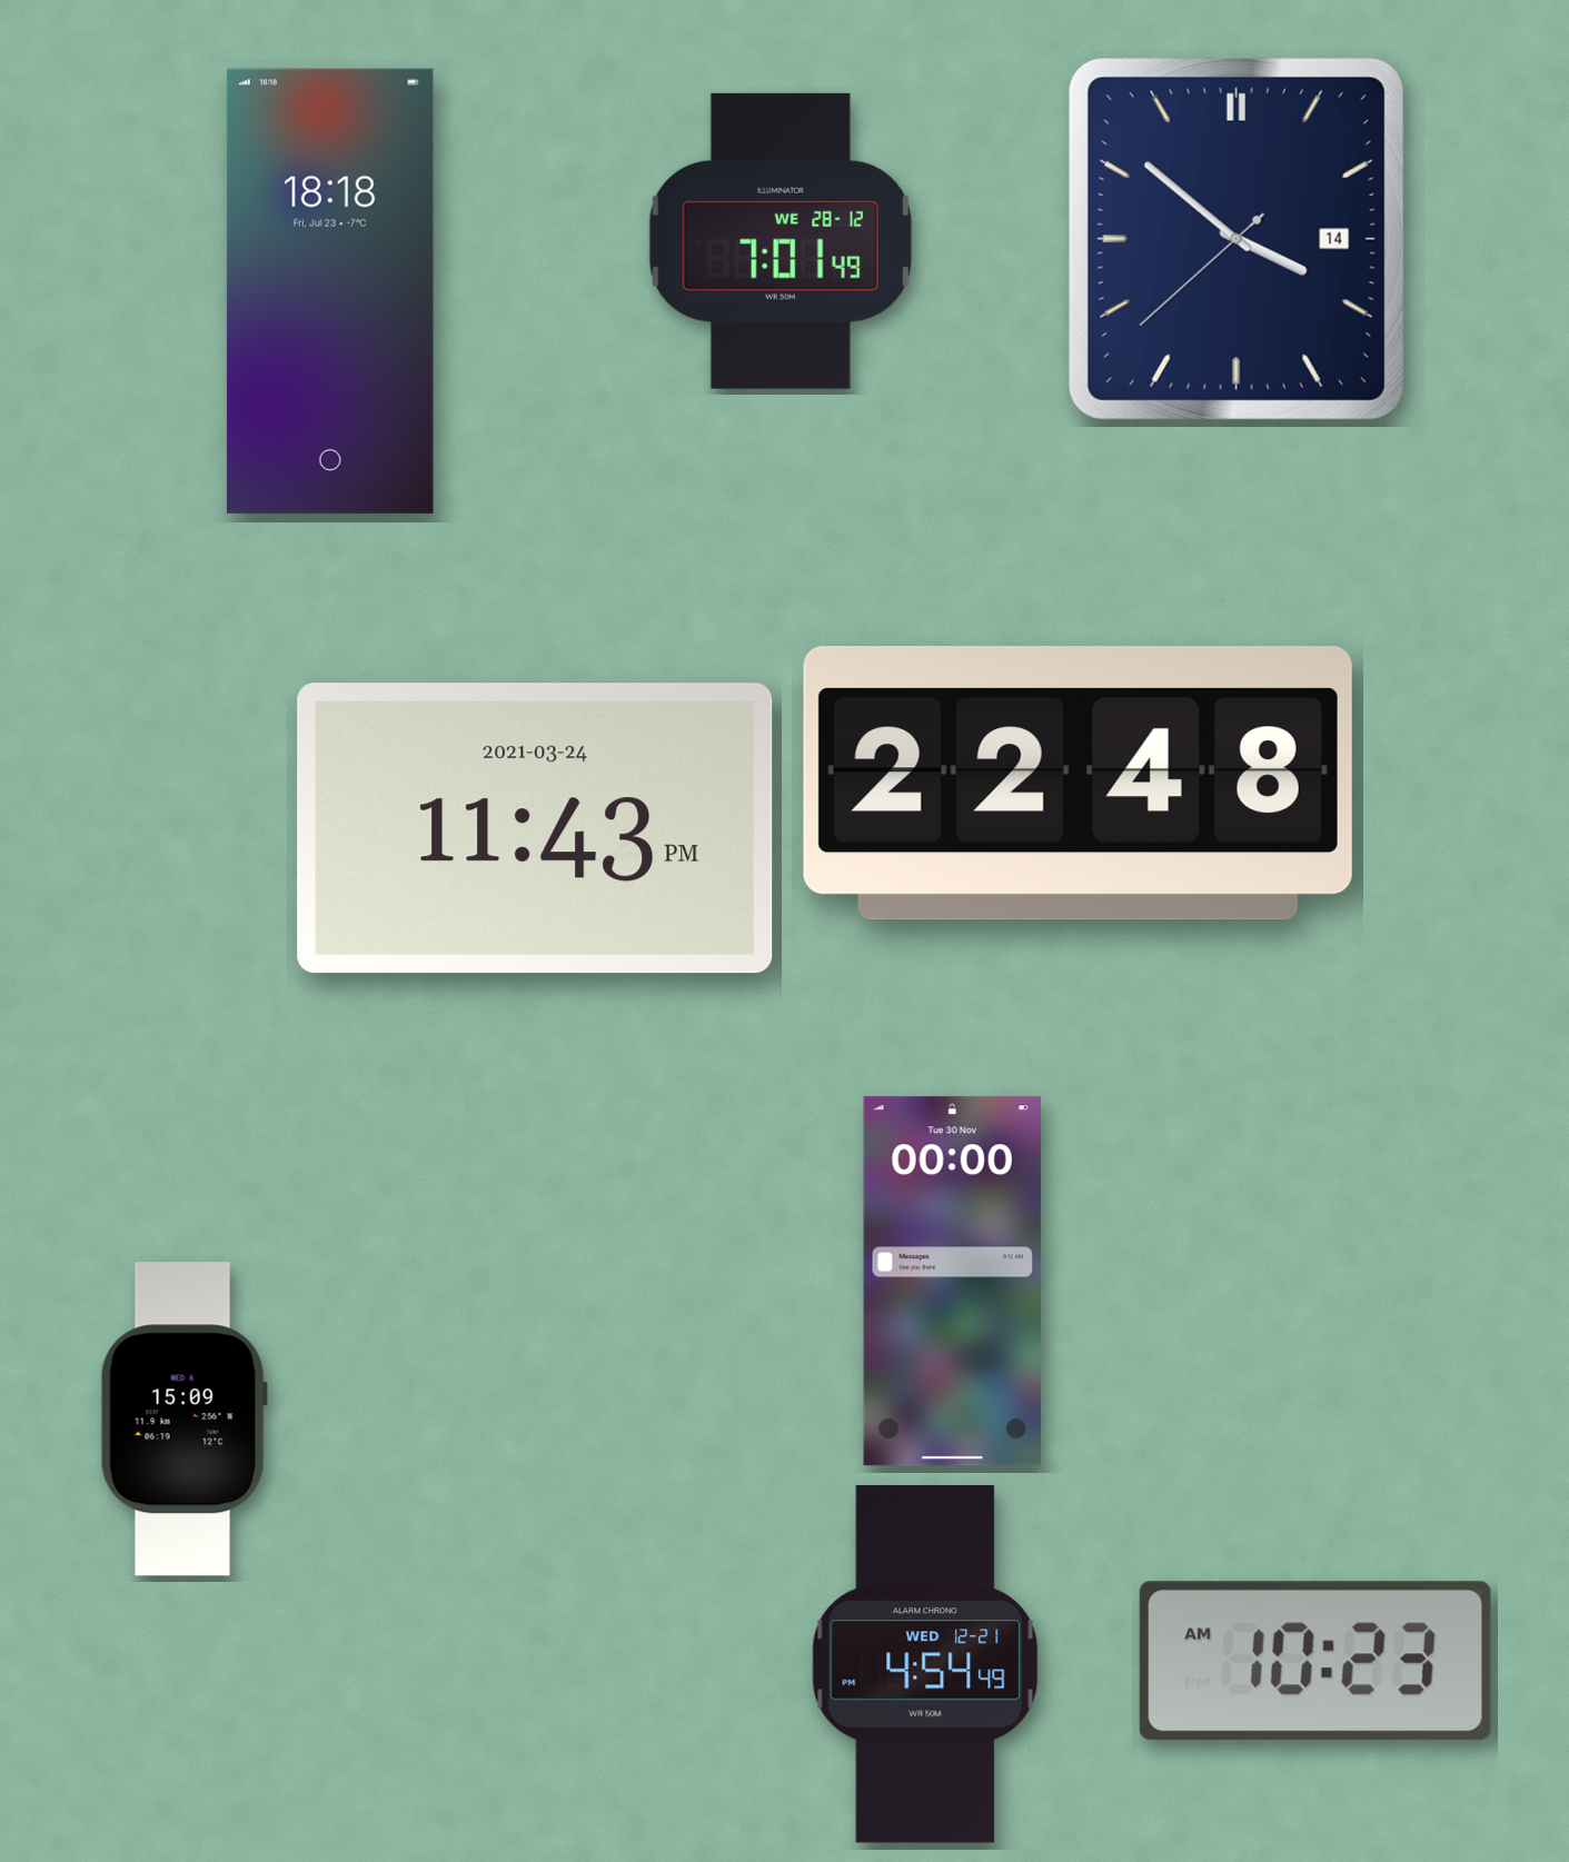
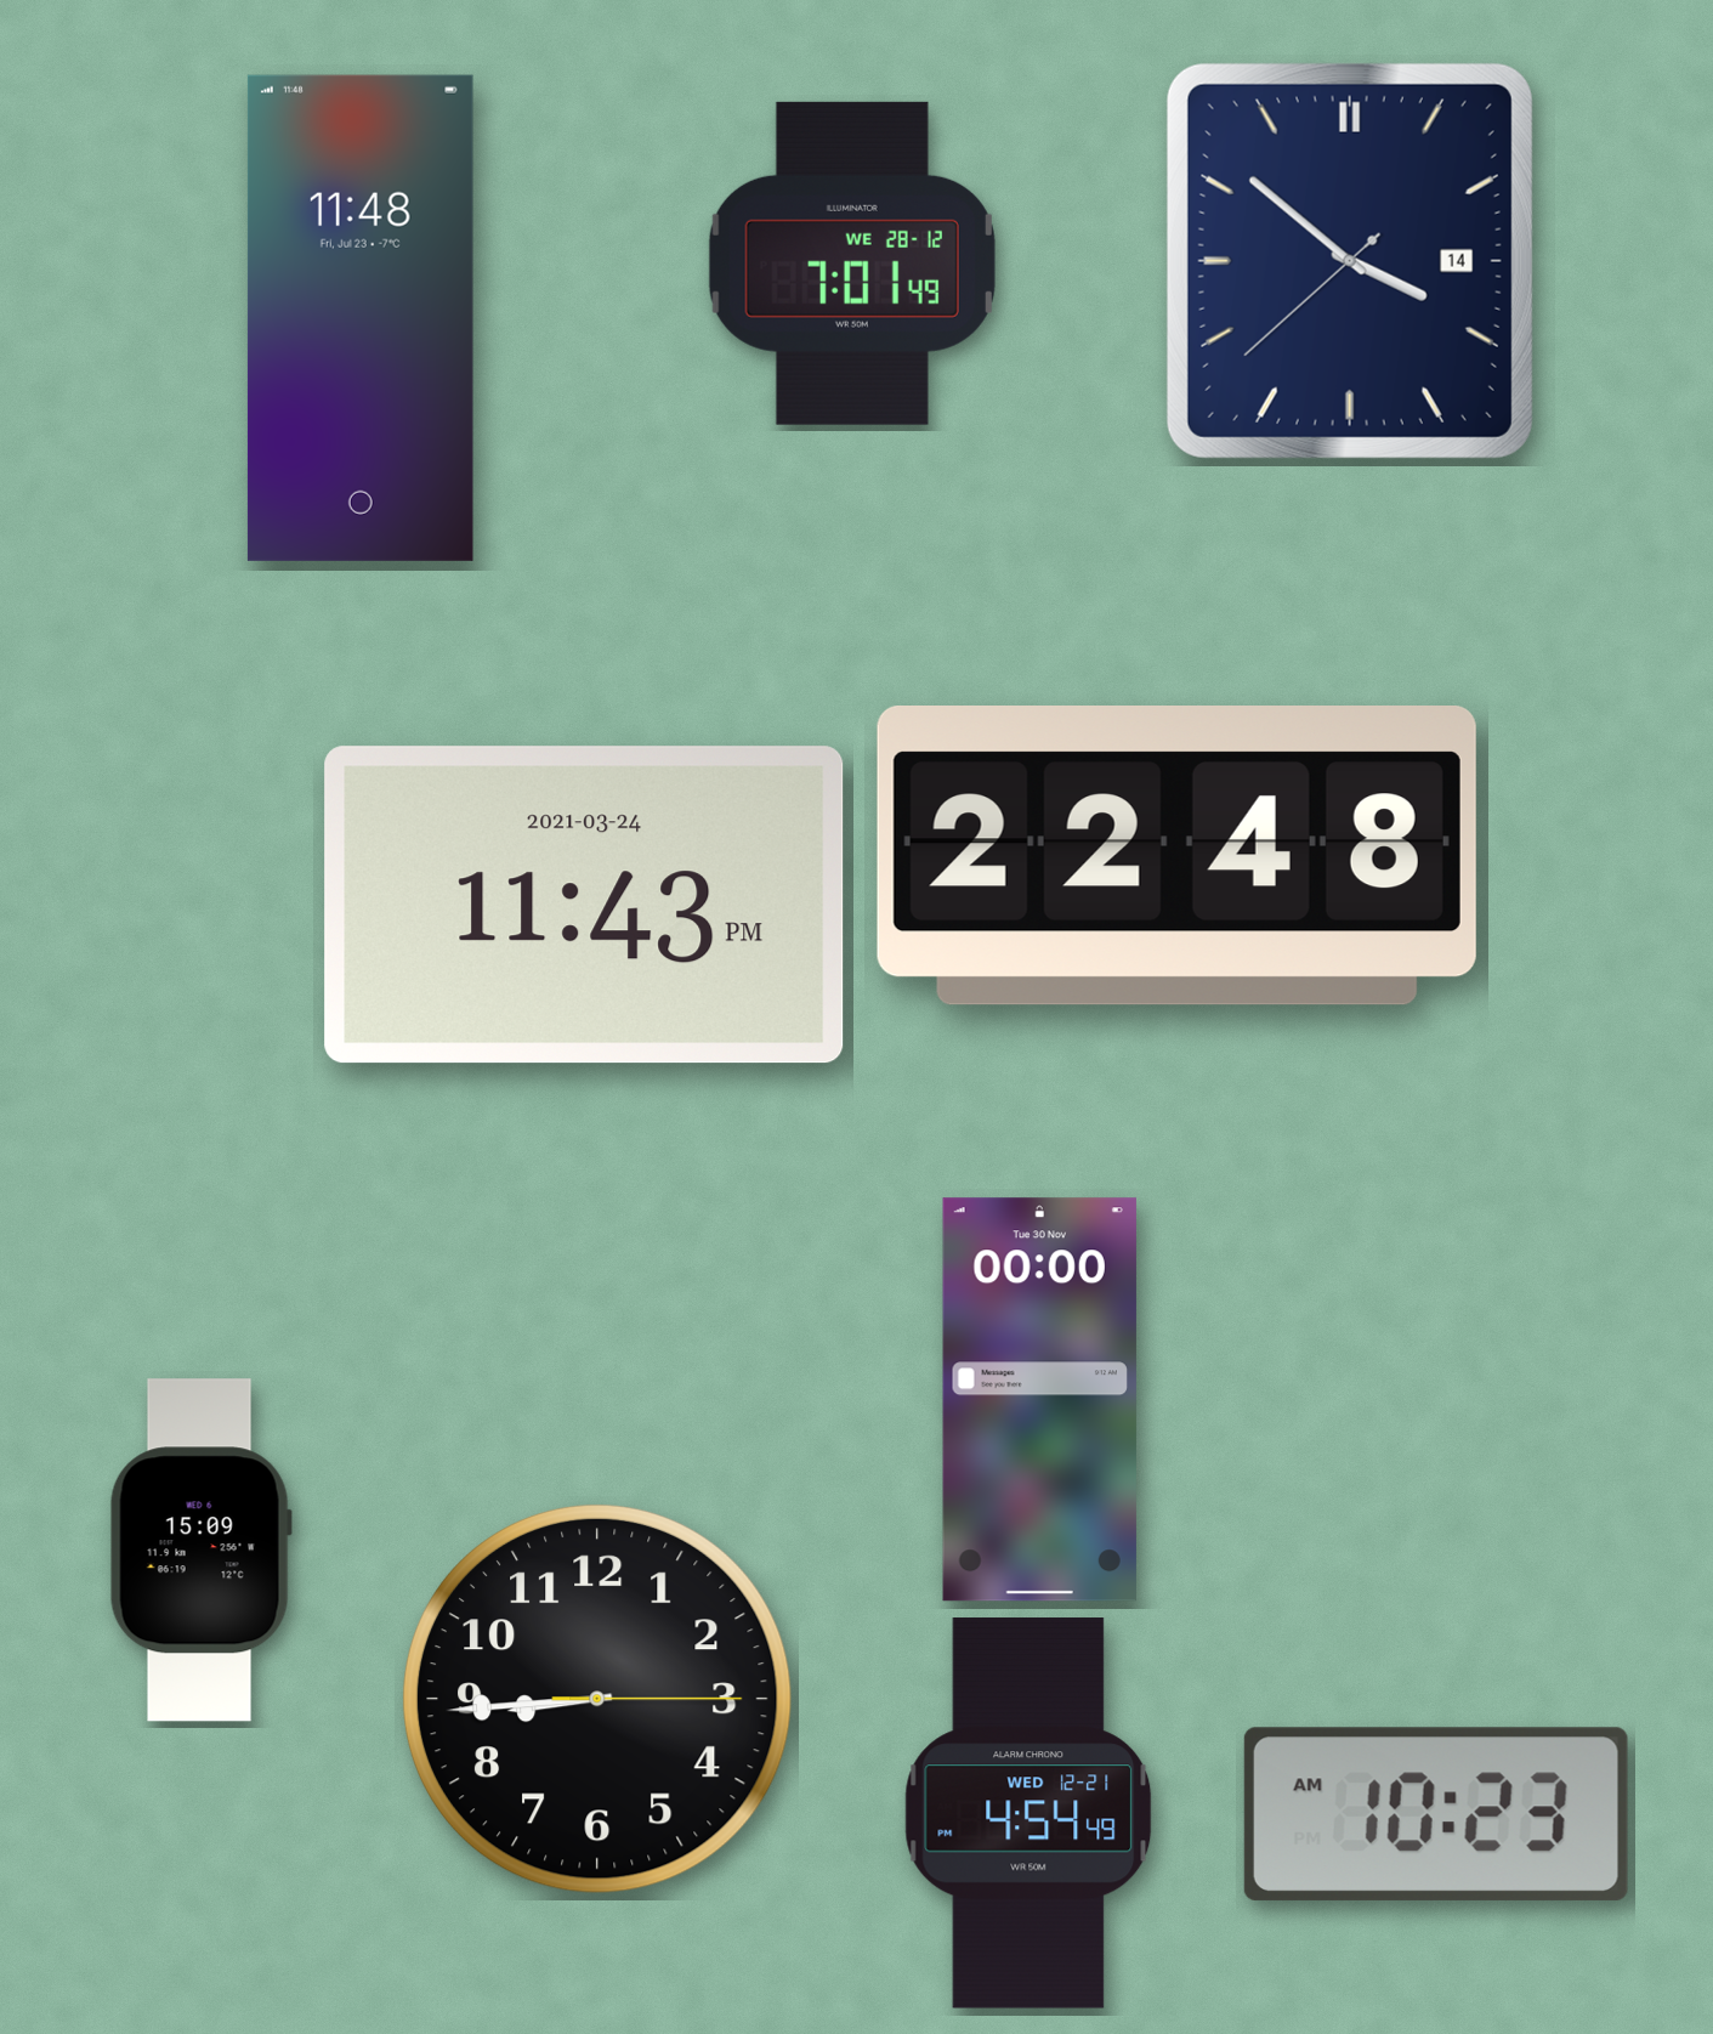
clock at (330, 291): 18:18 -> 11:48
clock at (597, 1699): none -> 8:44
clock at (925, 1664) position: (925, 1664) -> (1028, 1813)
